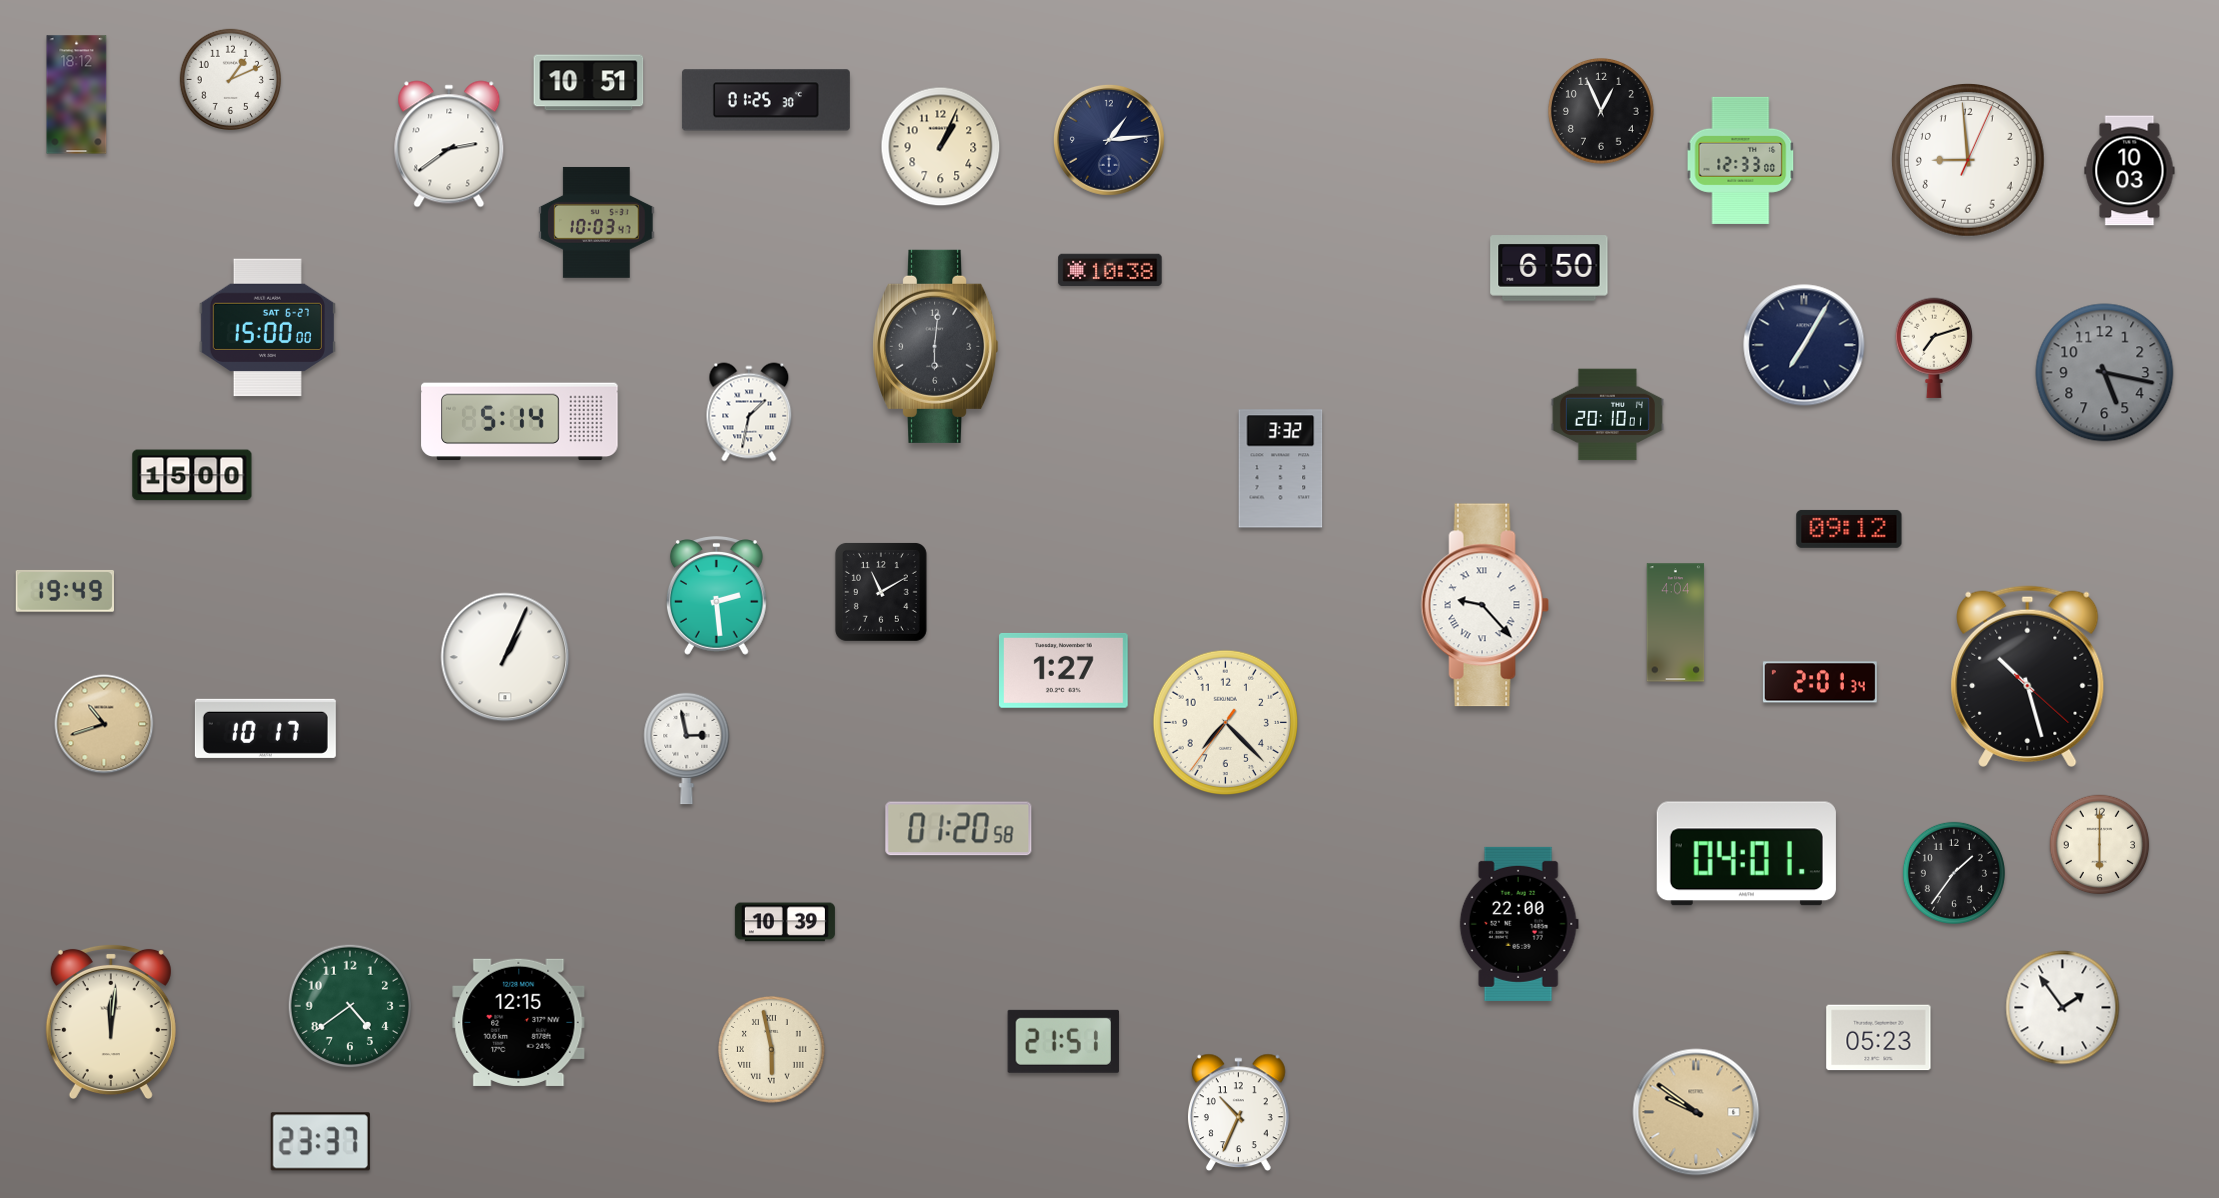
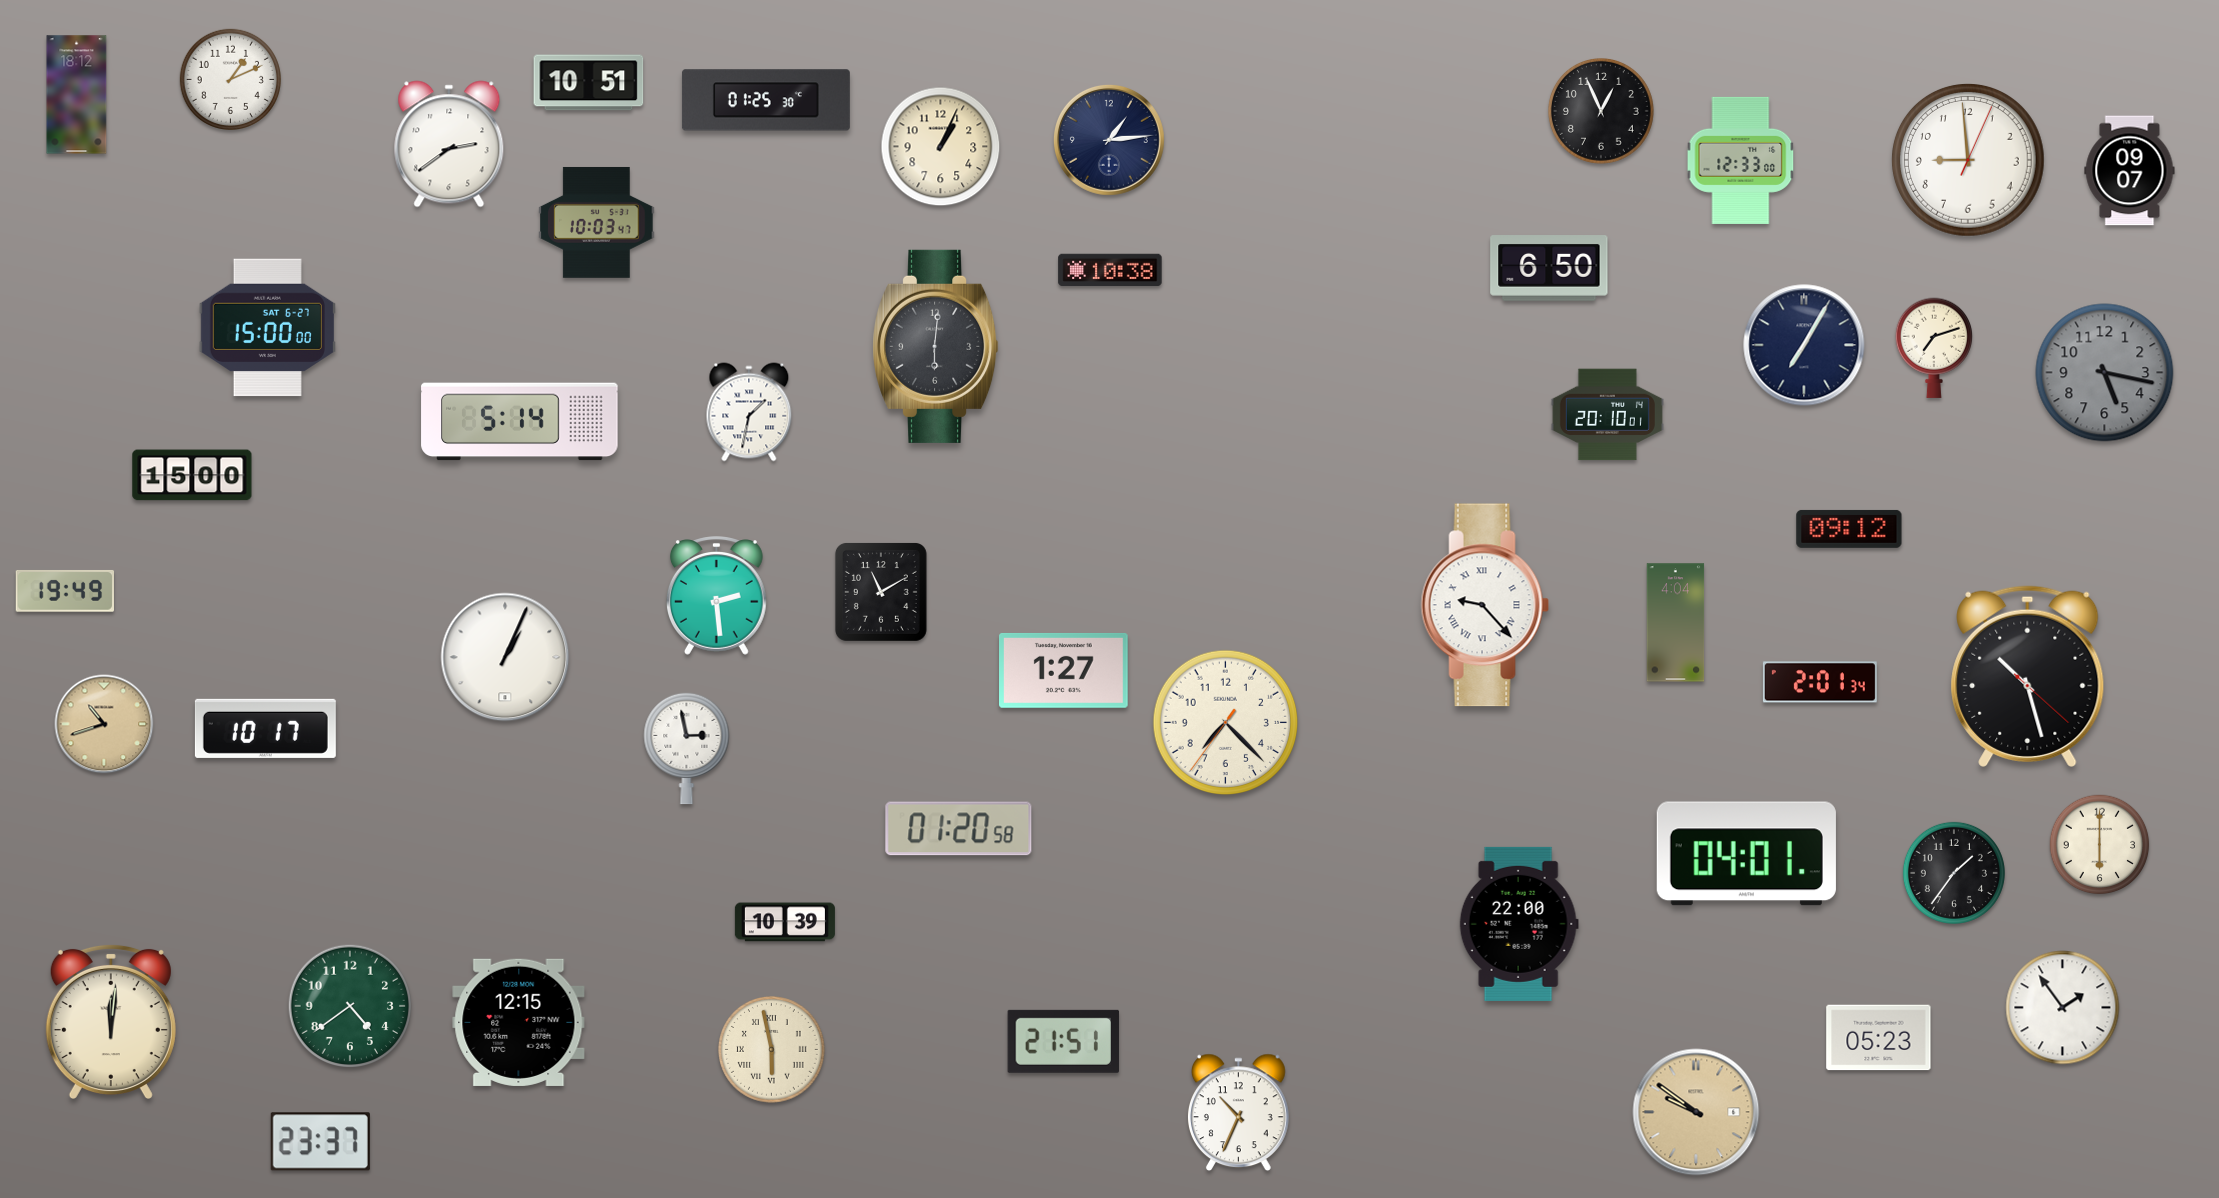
clock at (2130, 171): 10:03 -> 09:07
clock at (1281, 469): 3:32 -> none
